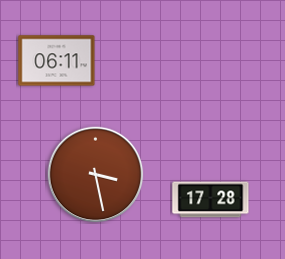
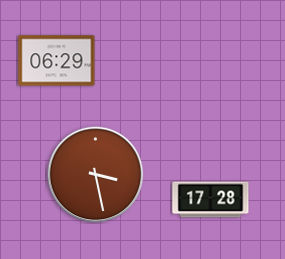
clock at (57, 61): 06:11 -> 06:29
